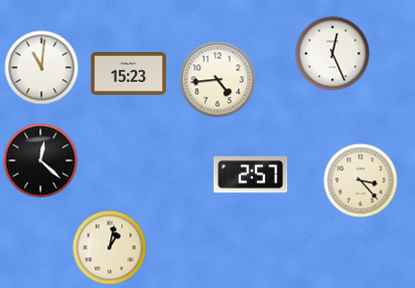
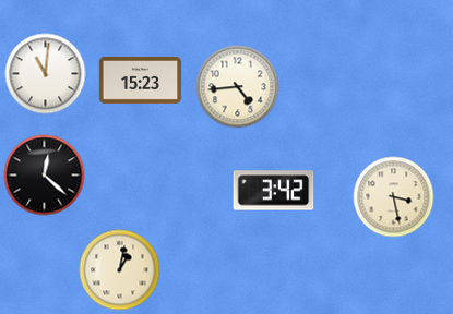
clock at (333, 54): 12:26 -> none
clock at (251, 175): 2:57 -> 3:42
clock at (361, 181): 3:23 -> 3:28
